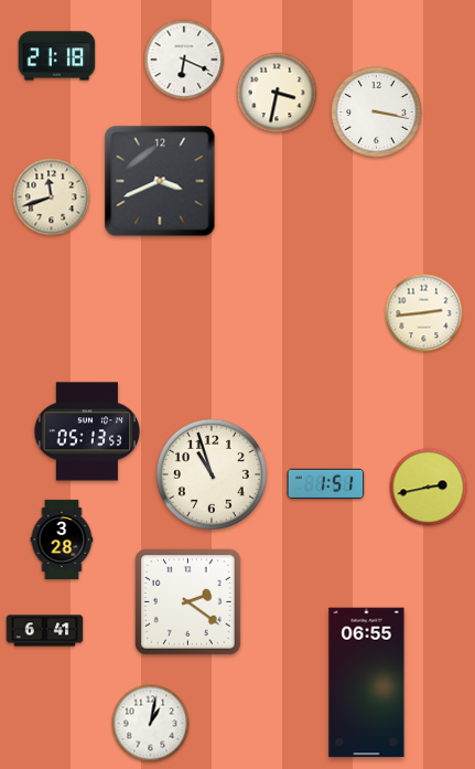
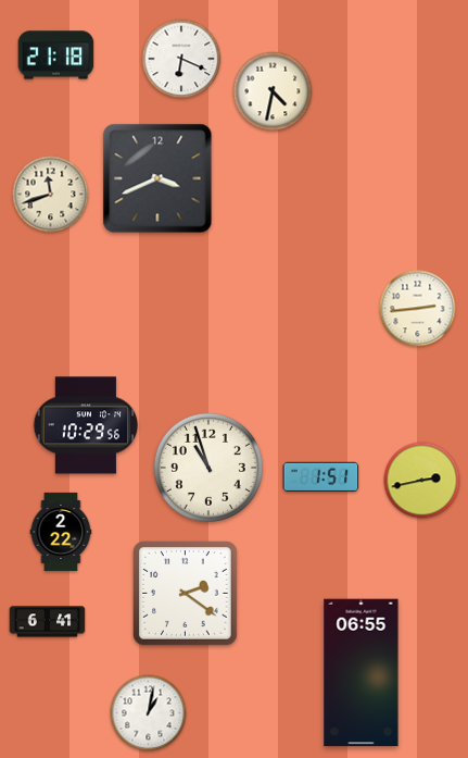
clock at (277, 93): 3:32 -> 4:32
clock at (377, 113): 3:17 -> none
clock at (87, 431): 05:13 -> 10:29
clock at (62, 540): 3:28 -> 2:22
clock at (45, 631) position: (45, 631) -> (48, 622)
